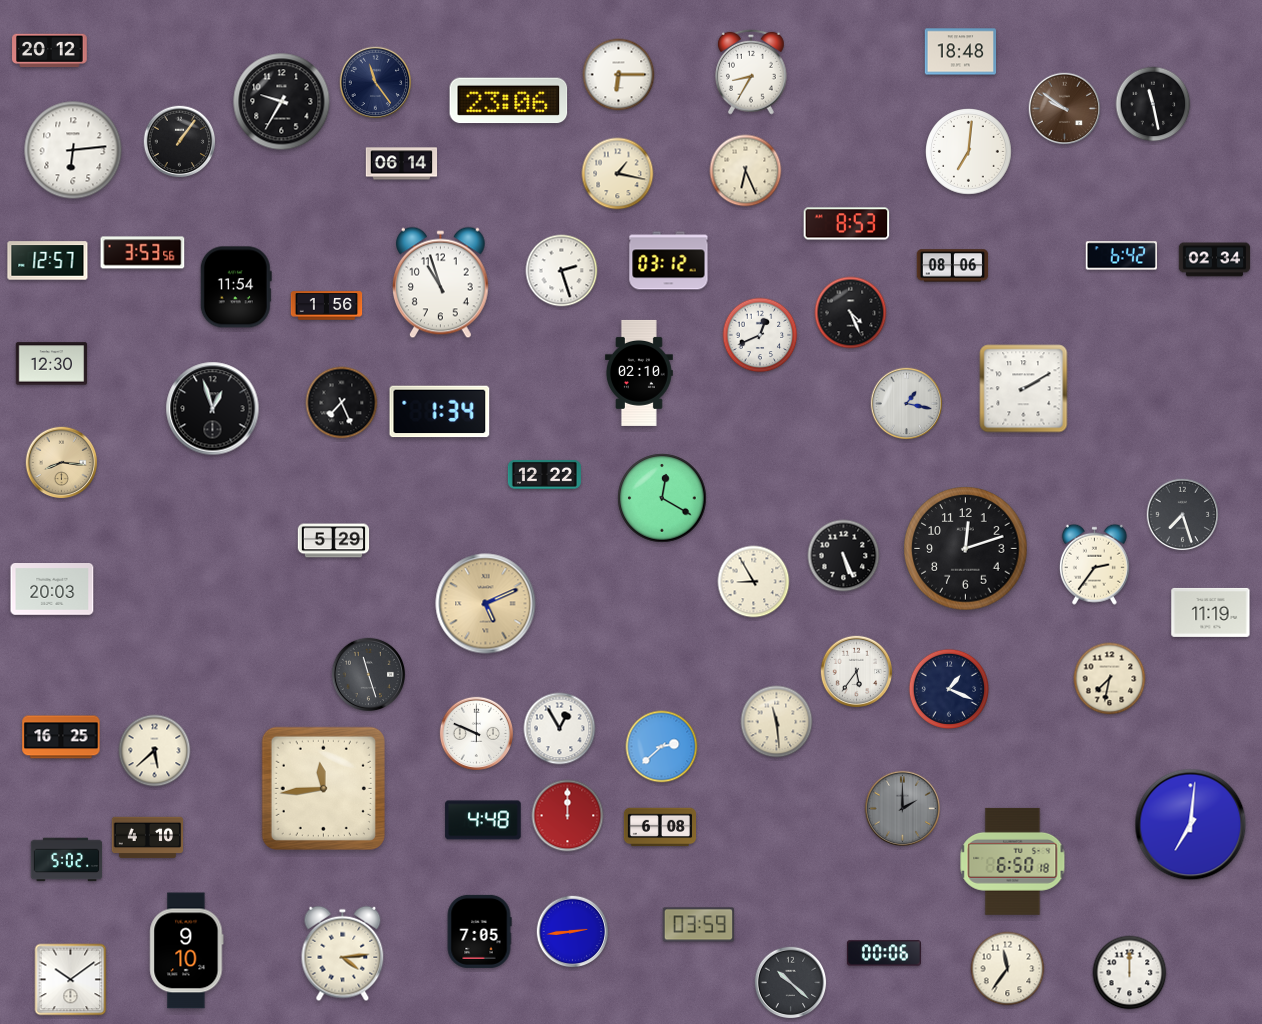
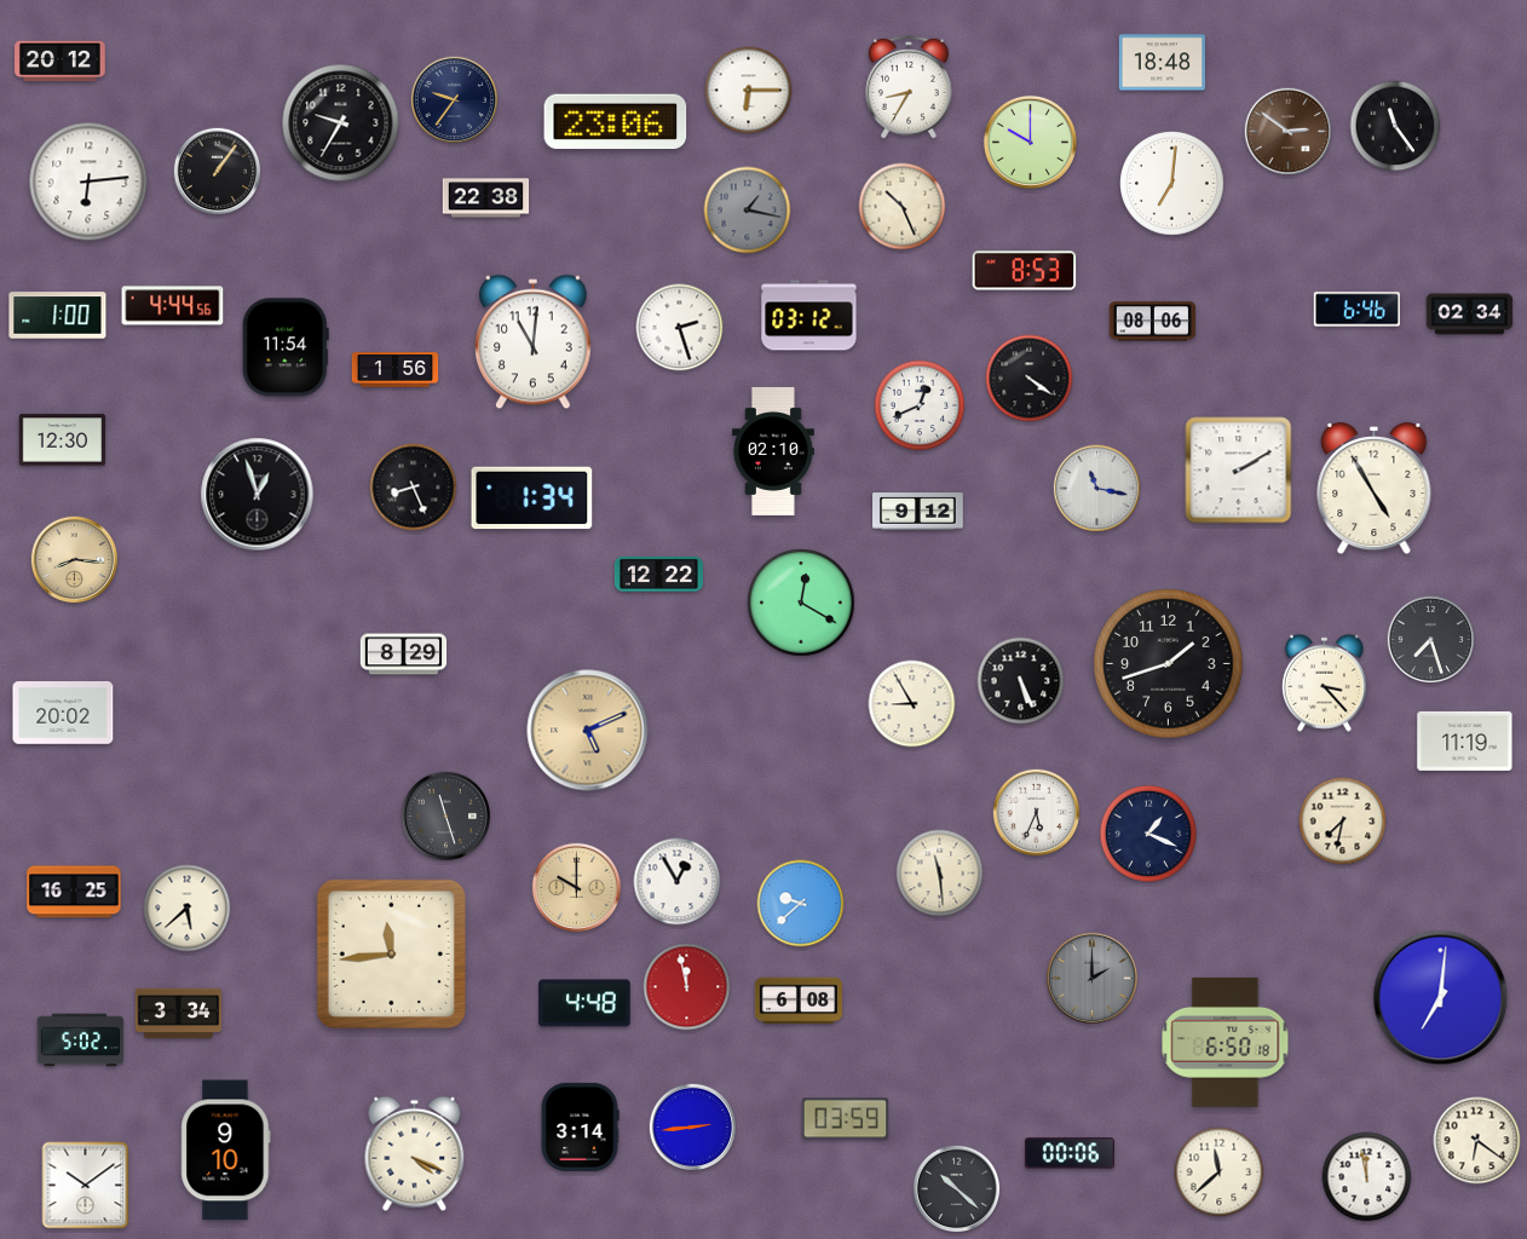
clock at (376, 83): 11:24 -> 9:36
clock at (1153, 104): 11:28 -> 11:24
clock at (1065, 109): 9:51 -> 2:51
clock at (1030, 142): none -> 10:00
clock at (402, 164): 06:14 -> 22:38
clock at (746, 171): 6:26 -> 10:26
clock at (618, 174) dial: cream -> grey
clock at (143, 253): 3:53 -> 4:44
clock at (1121, 256): 6:42 -> 6:46
clock at (48, 261): 12:57 -> 1:00
clock at (441, 283): 10:57 -> 11:01
clock at (851, 313): 4:26 -> 4:21
clock at (342, 403): 7:26 -> 8:26
clock at (907, 404): 1:17 -> 11:17
clock at (1375, 489): none -> 4:55
clock at (918, 512): none -> 9:12
clock at (1183, 515) position: (1183, 515) -> (1431, 640)
clock at (334, 541): 5:29 -> 8:29
clock at (966, 549): 12:12 -> 1:42
clock at (844, 556) position: (844, 556) -> (1021, 681)
clock at (1094, 564): 2:36 -> 3:23
clock at (52, 590): 20:03 -> 20:02
clock at (857, 672): 5:36 -> 5:34
clock at (476, 733): 9:49 -> 10:00
clock at (476, 733) dial: white -> champagne
clock at (662, 747): 2:38 -> 9:38
clock at (568, 816): 12:00 -> 11:58
clock at (483, 820) position: (483, 820) -> (584, 1003)
clock at (148, 838): 4:10 -> 3:34
clock at (479, 931): 7:05 -> 3:14
clock at (1477, 1141): none -> 6:21
clock at (343, 954): 4:14 -> 4:19
clock at (1008, 969): 11:36 -> 11:38
clock at (1130, 973): 12:00 -> 11:58
